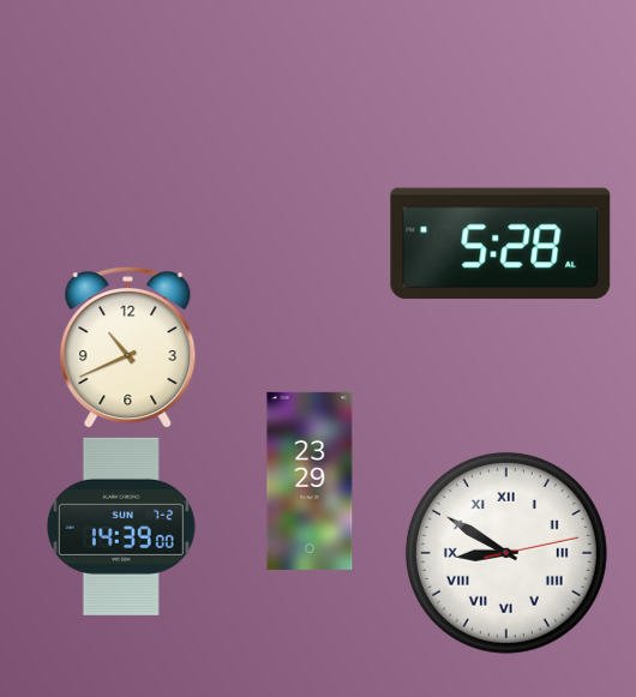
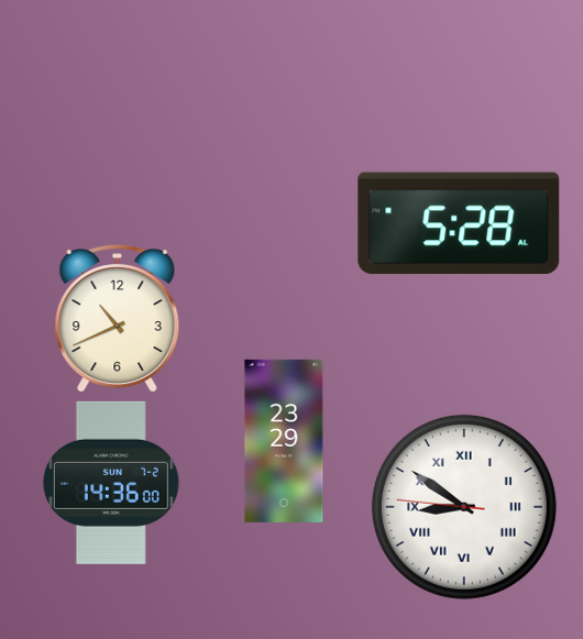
clock at (121, 527): 14:39 -> 14:36
clock at (506, 553): 8:50:13 -> 8:50:46
